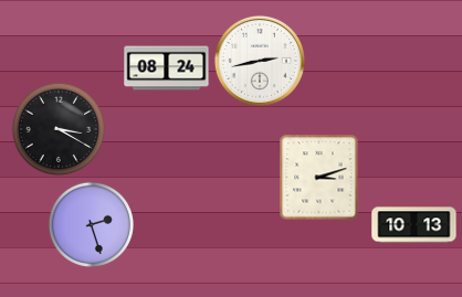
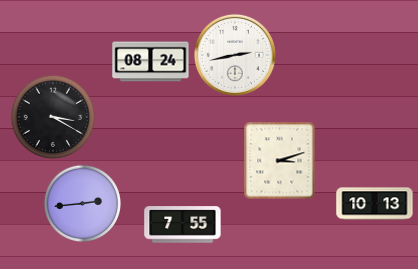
clock at (319, 177) position: (319, 177) -> (280, 160)
clock at (91, 224): 2:27 -> 2:44
clock at (183, 225): none -> 7:55
